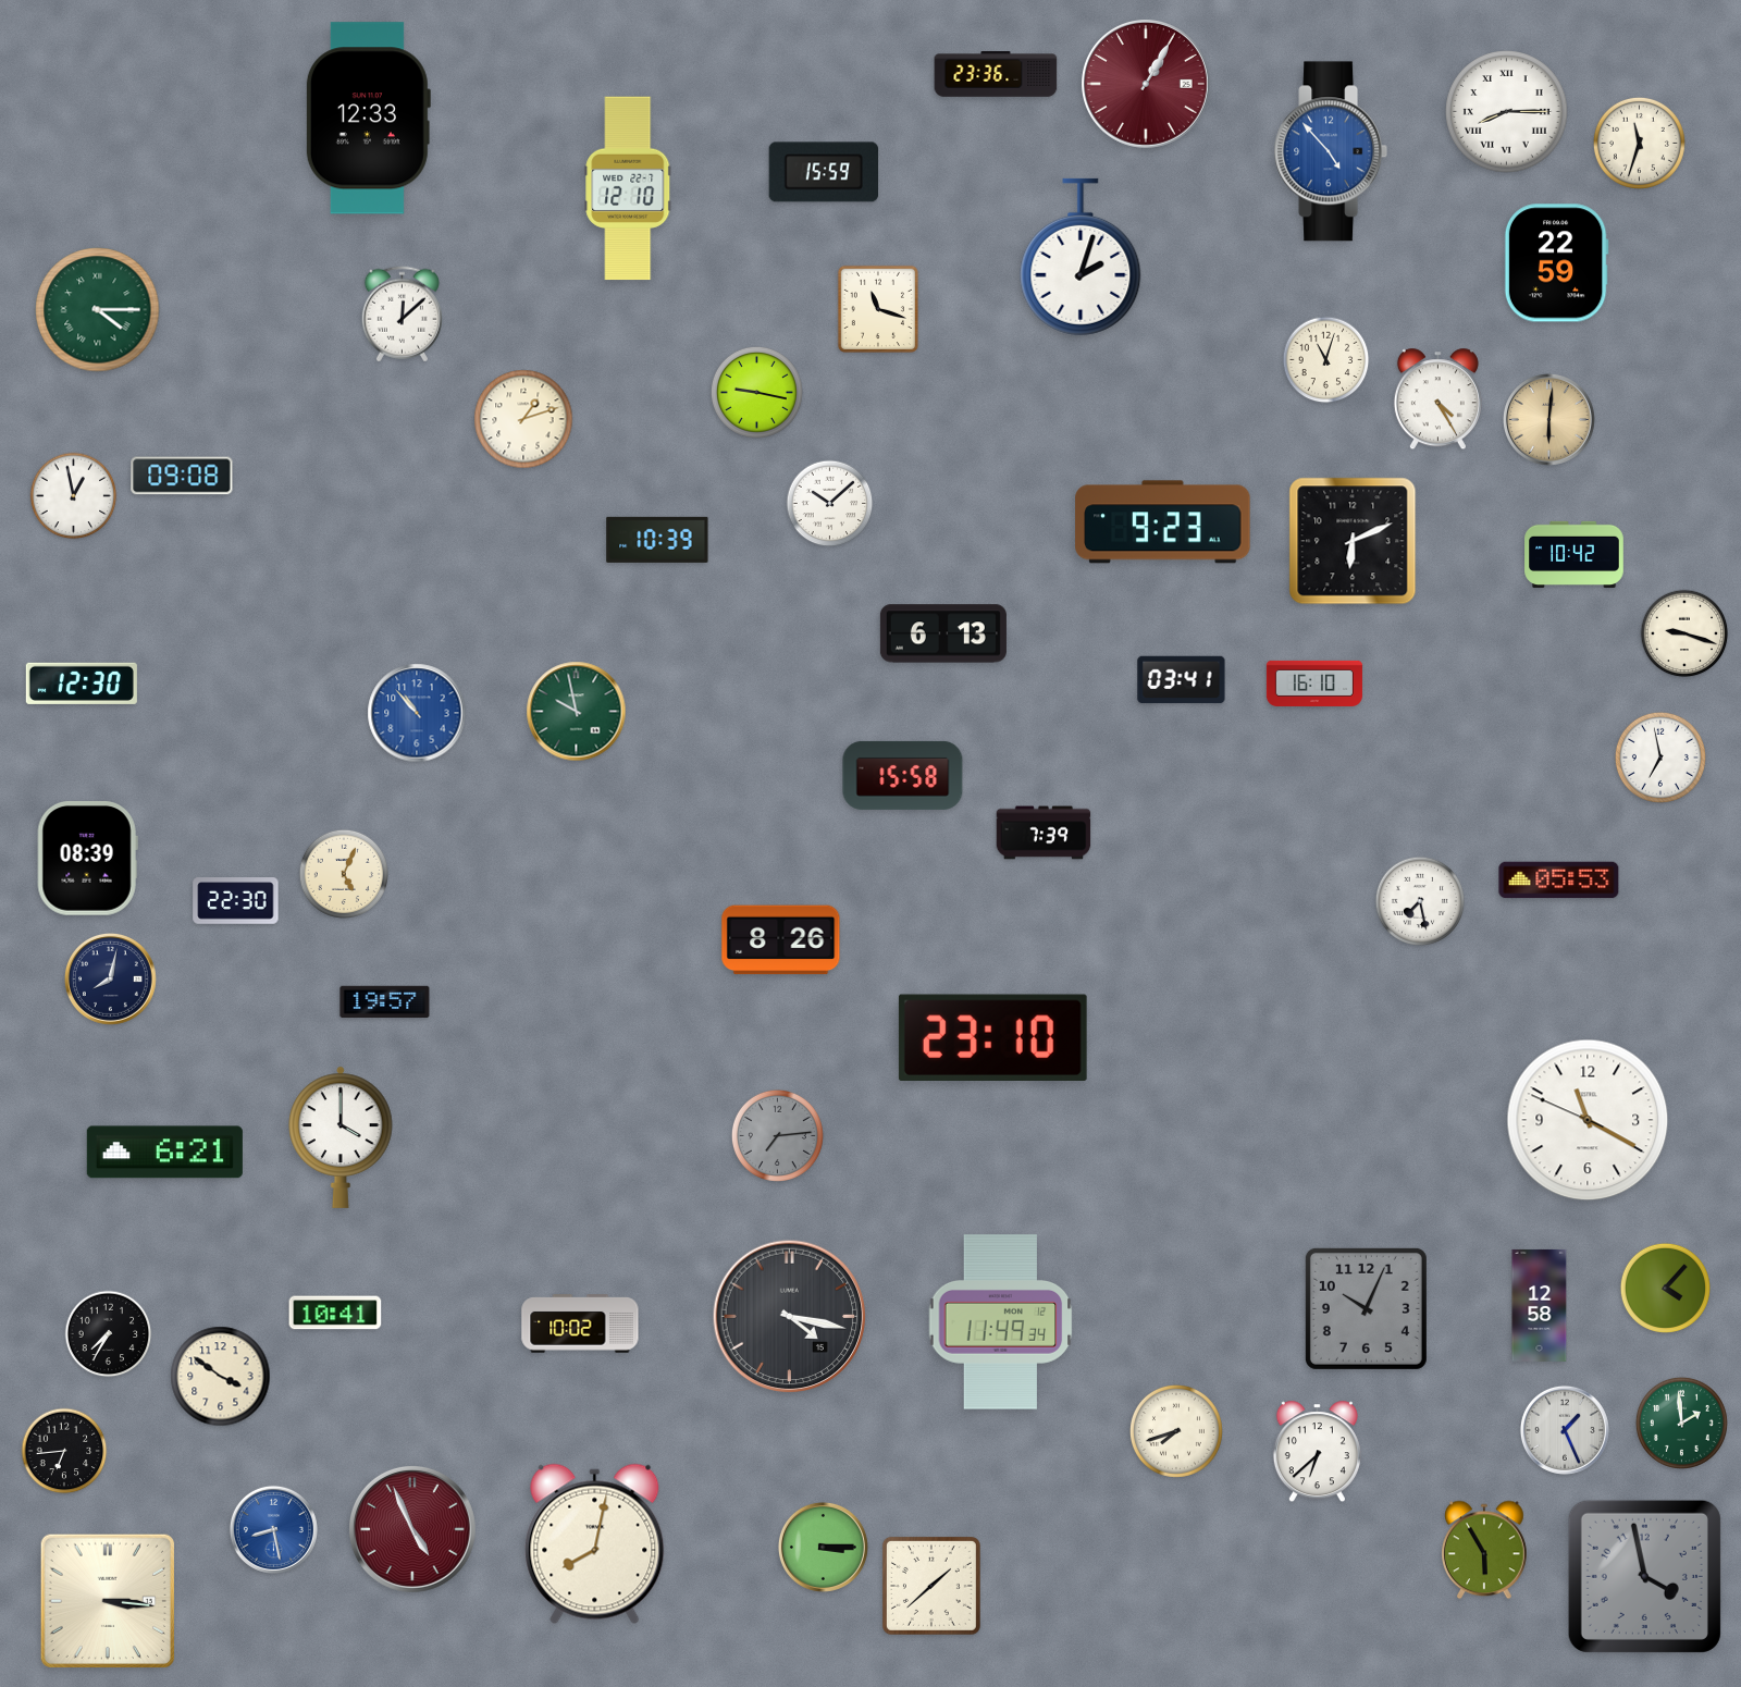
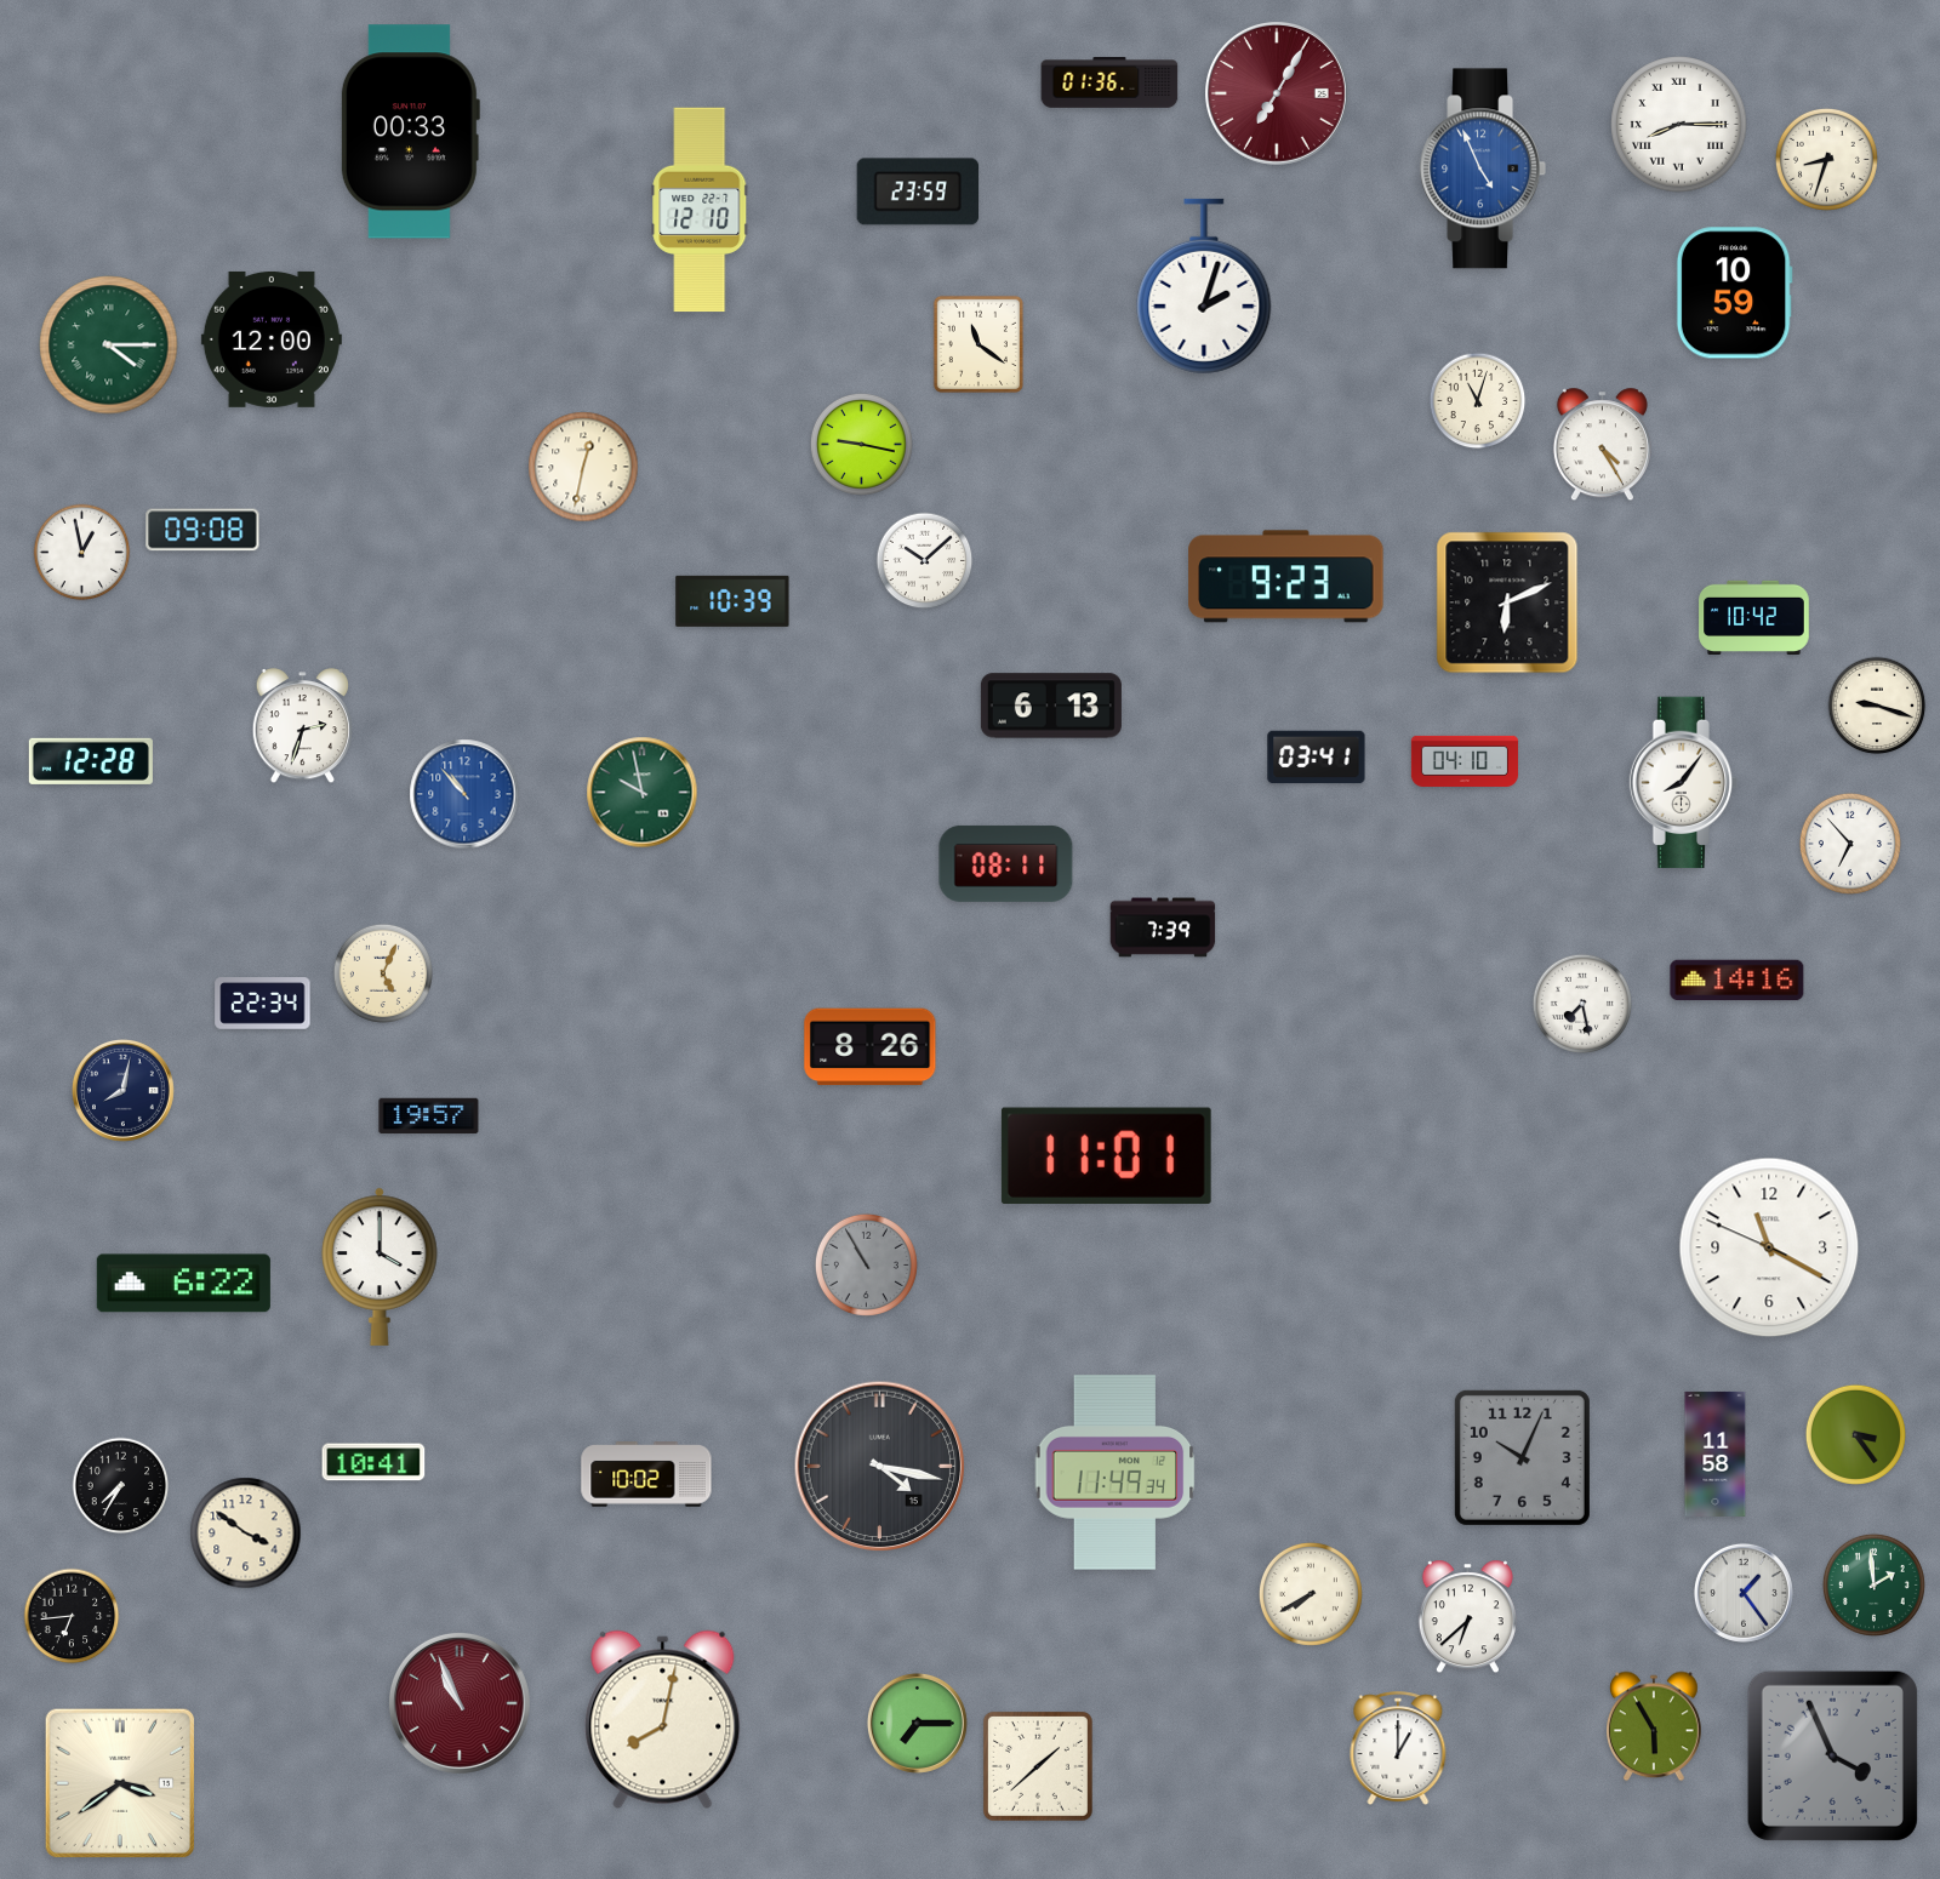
clock at (996, 75): 23:36 -> 01:36
clock at (1147, 85): 1:05 -> 7:05
clock at (368, 119): 12:33 -> 00:33
clock at (1639, 143): 11:33 -> 8:33
clock at (1331, 151): 4:53 -> 4:56
clock at (824, 172): 15:59 -> 23:59
clock at (1556, 263): 22:59 -> 10:59
clock at (272, 339): none -> 12:00
clock at (878, 309): 11:18 -> 11:21
clock at (402, 315): 12:08 -> none
clock at (756, 392) position: (756, 392) -> (861, 444)
clock at (523, 419): 1:12 -> 12:32
clock at (1548, 419): 6:01 -> none
clock at (1163, 522) position: (1163, 522) -> (1286, 577)
clock at (302, 727): none -> 2:33
clock at (82, 684): 12:30 -> 12:28
clock at (1313, 684): 16:10 -> 04:10
clock at (1684, 783): none -> 8:06
clock at (1660, 758): 6:58 -> 6:53
clock at (903, 775): 15:58 -> 08:11
clock at (87, 859): 08:39 -> none
clock at (1559, 881): 05:53 -> 14:16
clock at (236, 901): 22:30 -> 22:34
clock at (992, 1037): 23:10 -> 11:01
clock at (777, 1135): 7:14 -> 10:55
clock at (164, 1153): 6:21 -> 6:22
clock at (1665, 1288): 4:07 -> 3:24
clock at (1540, 1305): 12:58 -> 11:58
clock at (1565, 1430): 1:26 -> 1:24
clock at (1176, 1431): 7:42 -> 7:40
clock at (273, 1529): 8:28 -> none
clock at (412, 1529): 4:56 -> 10:56
clock at (823, 1547): 3:15 -> 7:15
clock at (1398, 1748): none -> 1:00
clock at (1644, 1576): 3:58 -> 3:56
clock at (108, 1601): 3:16 -> 3:39
